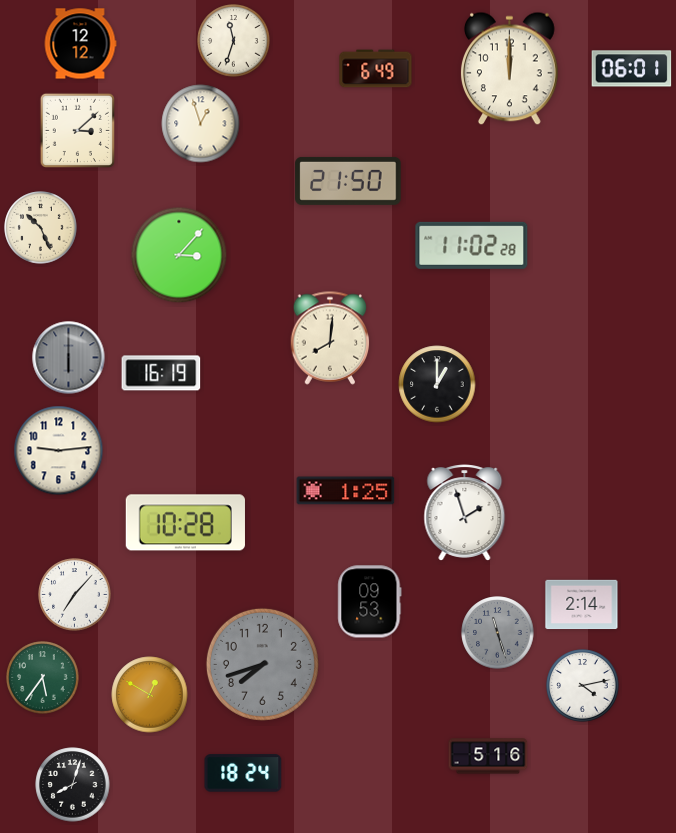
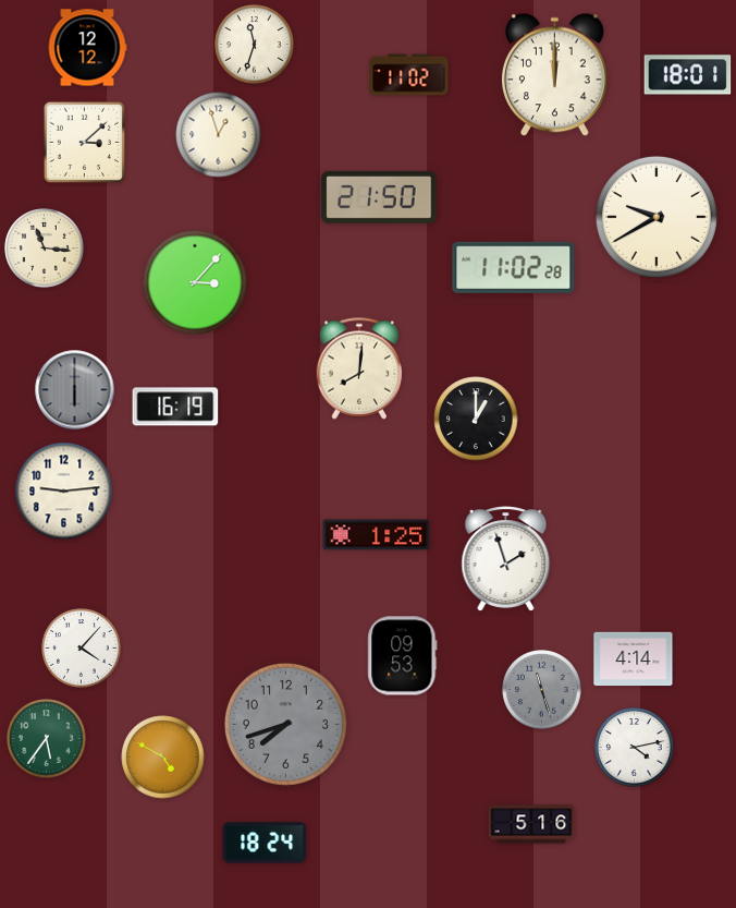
clock at (376, 69): 6:49 -> 11:02
clock at (632, 69): 06:01 -> 18:01
clock at (657, 217): none -> 9:40
clock at (41, 228): 10:26 -> 11:16
clock at (179, 255) position: (179, 255) -> (195, 282)
clock at (185, 523): 10:28 -> none
clock at (75, 595): 7:07 -> 4:07
clock at (582, 605): 2:14 -> 4:14
clock at (150, 695): 12:50 -> 4:50
clock at (73, 785): 8:03 -> none
